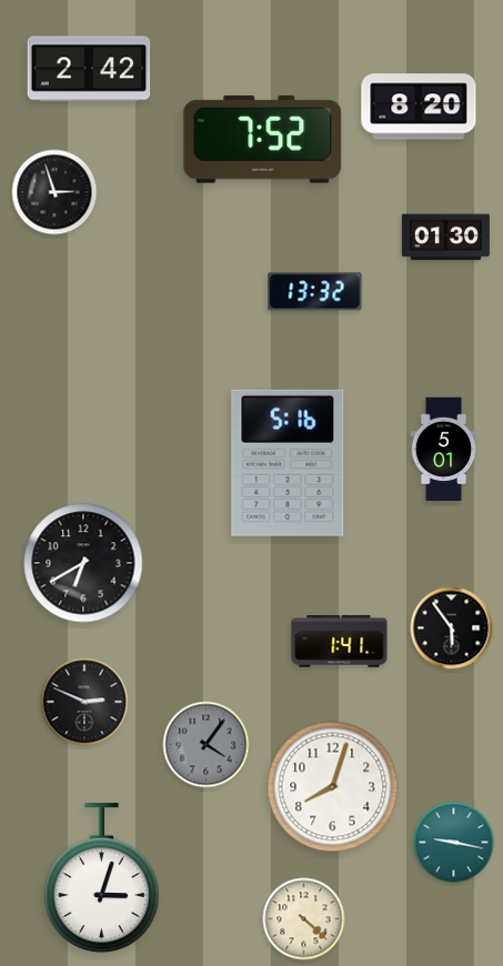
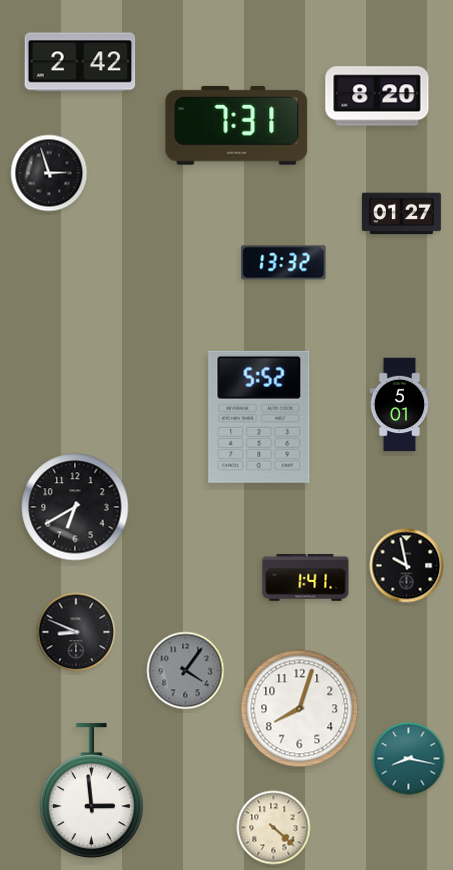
clock at (263, 139): 7:52 -> 7:31
clock at (445, 238): 01:30 -> 01:27
clock at (288, 463): 5:16 -> 5:52
clock at (452, 628): 5:54 -> 9:58
clock at (84, 702): 2:49 -> 8:49
clock at (454, 843): 9:17 -> 8:17
clock at (101, 878): 3:03 -> 2:59
